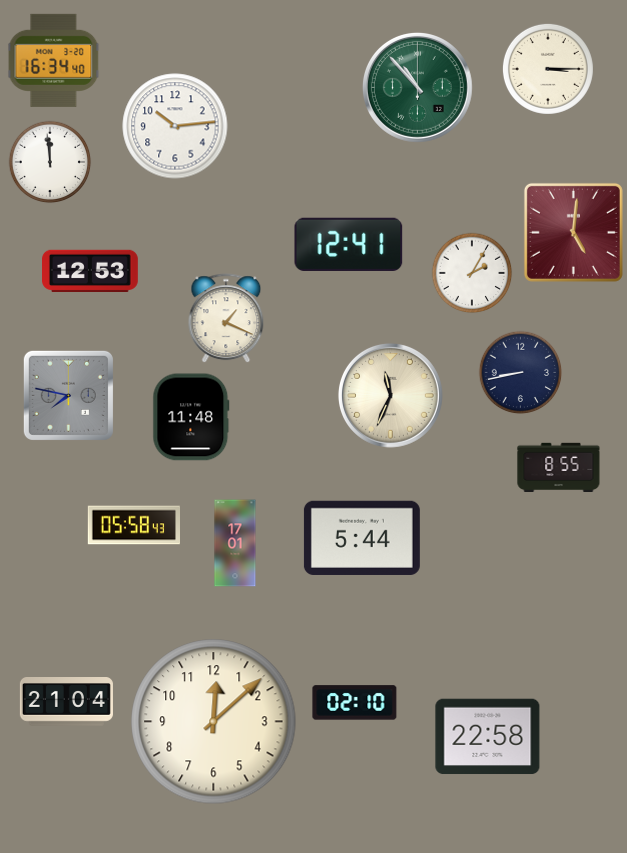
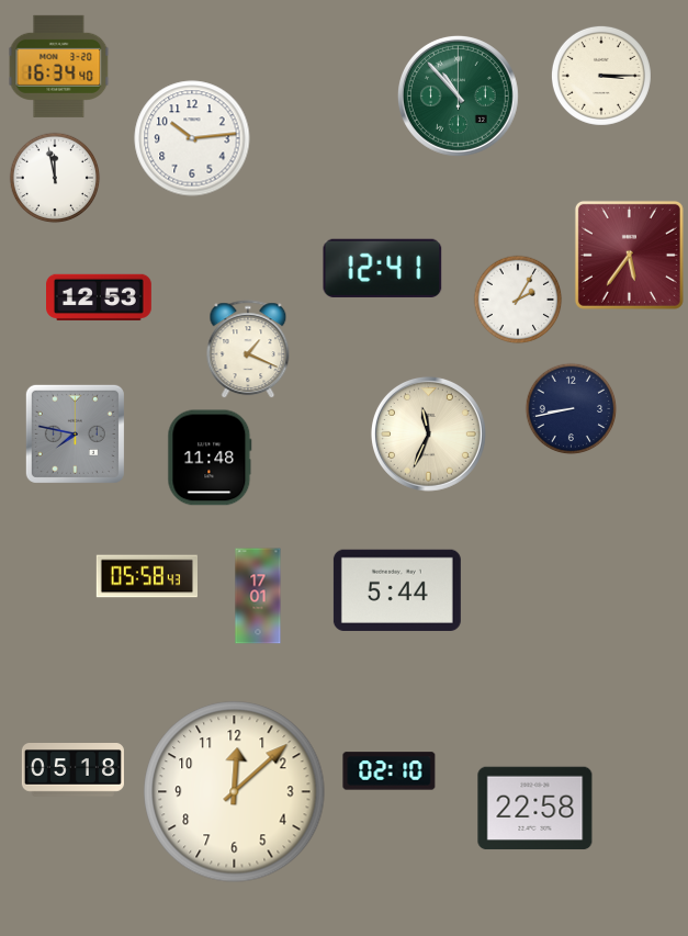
clock at (50, 162): 11:59 -> 11:58
clock at (573, 232): 5:01 -> 5:36
clock at (559, 467): 8:55 -> none
clock at (66, 702): 21:04 -> 05:18
